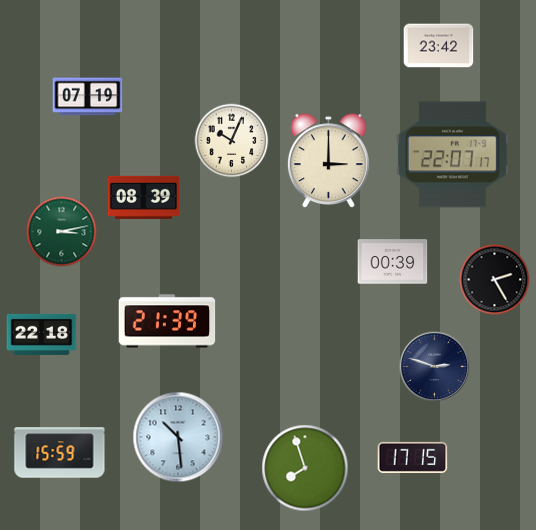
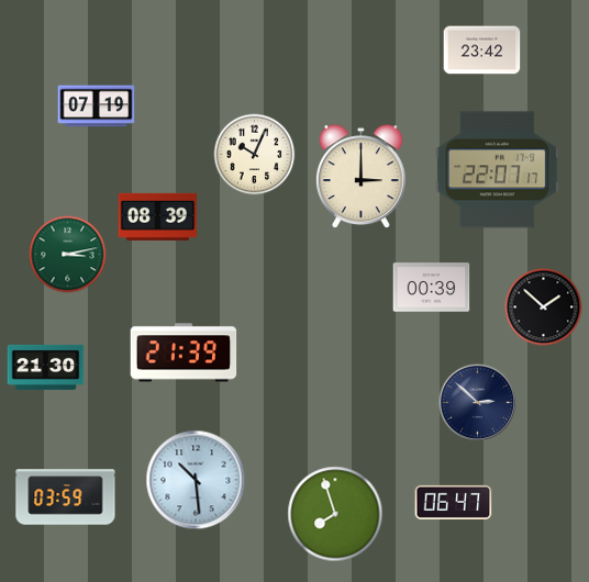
clock at (495, 280): 2:25 -> 1:52
clock at (42, 334): 22:18 -> 21:30
clock at (435, 367): 2:48 -> 2:52
clock at (60, 453): 15:59 -> 03:59
clock at (413, 457): 17:15 -> 06:47
